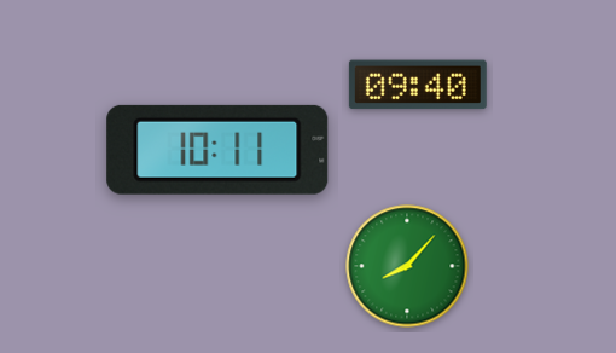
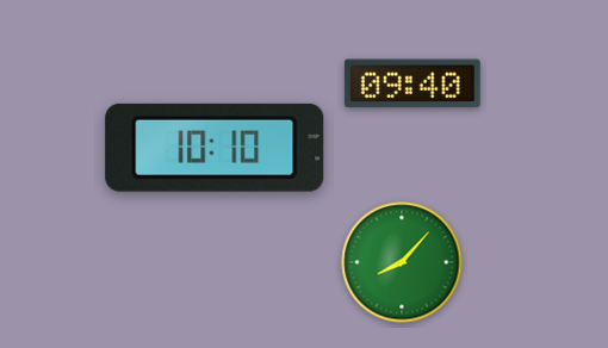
clock at (217, 150): 10:11 -> 10:10
